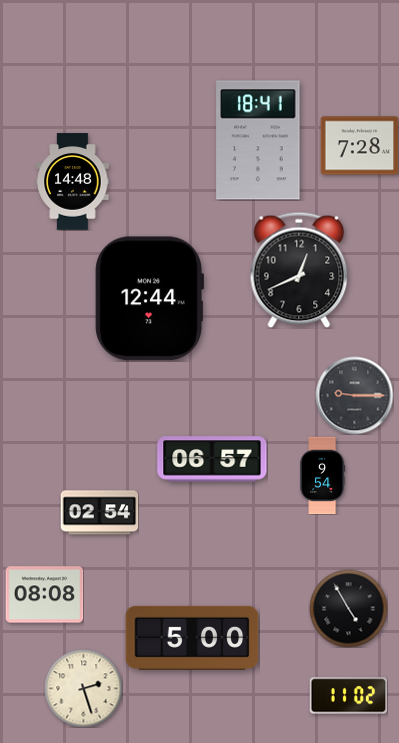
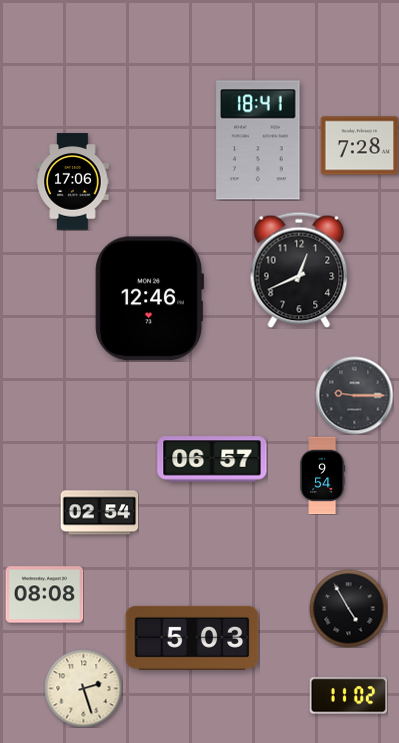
clock at (73, 182): 14:48 -> 17:06
clock at (149, 299): 12:44 -> 12:46
clock at (192, 638): 5:00 -> 5:03
